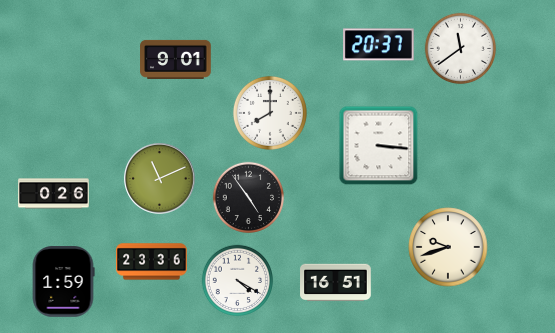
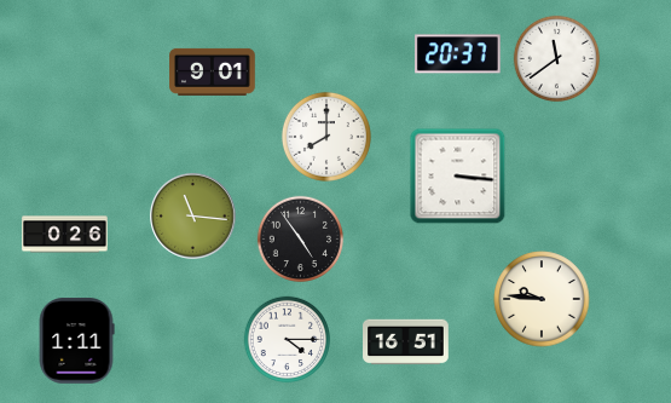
clock at (160, 179): 11:11 -> 11:16
clock at (448, 247): 9:42 -> 9:46
clock at (152, 262): 23:36 -> none
clock at (237, 280): 4:20 -> 4:15
clock at (63, 282): 1:59 -> 1:11
